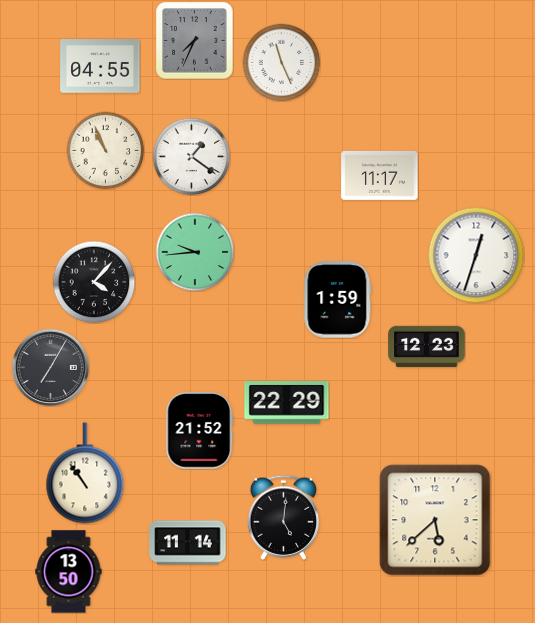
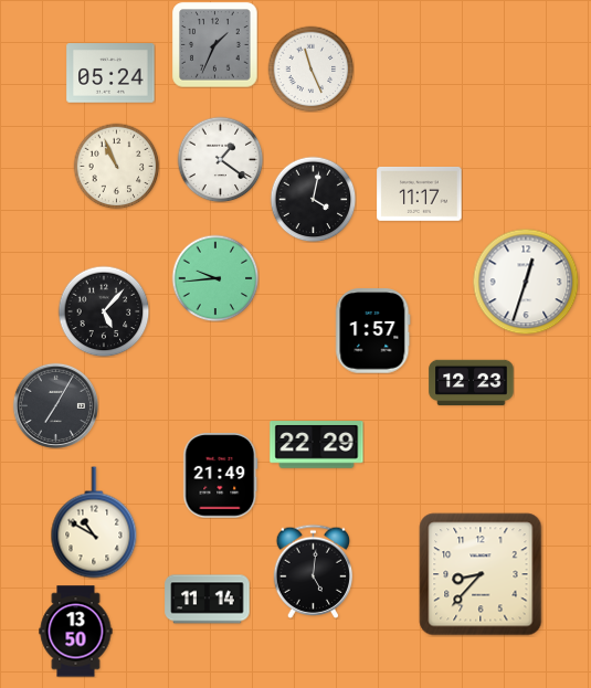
clock at (195, 41): 7:34 -> 1:34
clock at (100, 66): 04:55 -> 05:24
clock at (191, 156) position: (191, 156) -> (220, 159)
clock at (313, 199): none -> 4:02
clock at (94, 282): 4:07 -> 5:07
clock at (338, 300): 1:59 -> 1:57
clock at (200, 431): 21:52 -> 21:49
clock at (85, 473): 10:54 -> 10:50
clock at (435, 520): 5:38 -> 8:37
